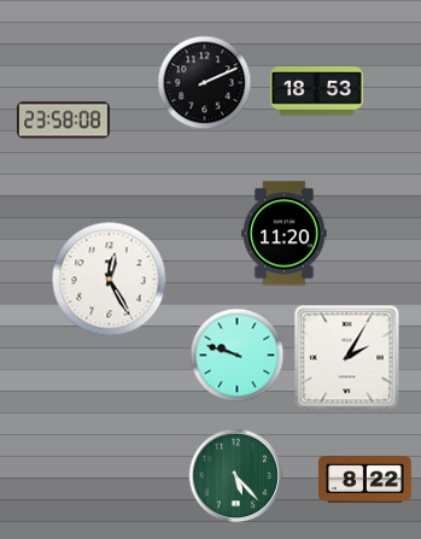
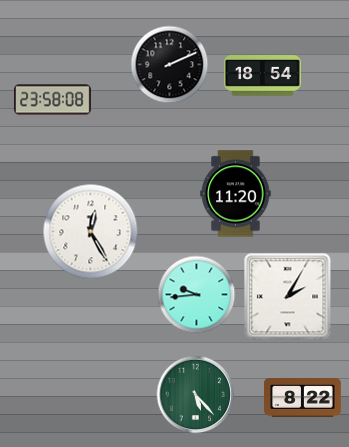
clock at (204, 82) position: (204, 82) -> (169, 64)
clock at (317, 92): 18:53 -> 18:54
clock at (236, 355): 9:48 -> 9:44
